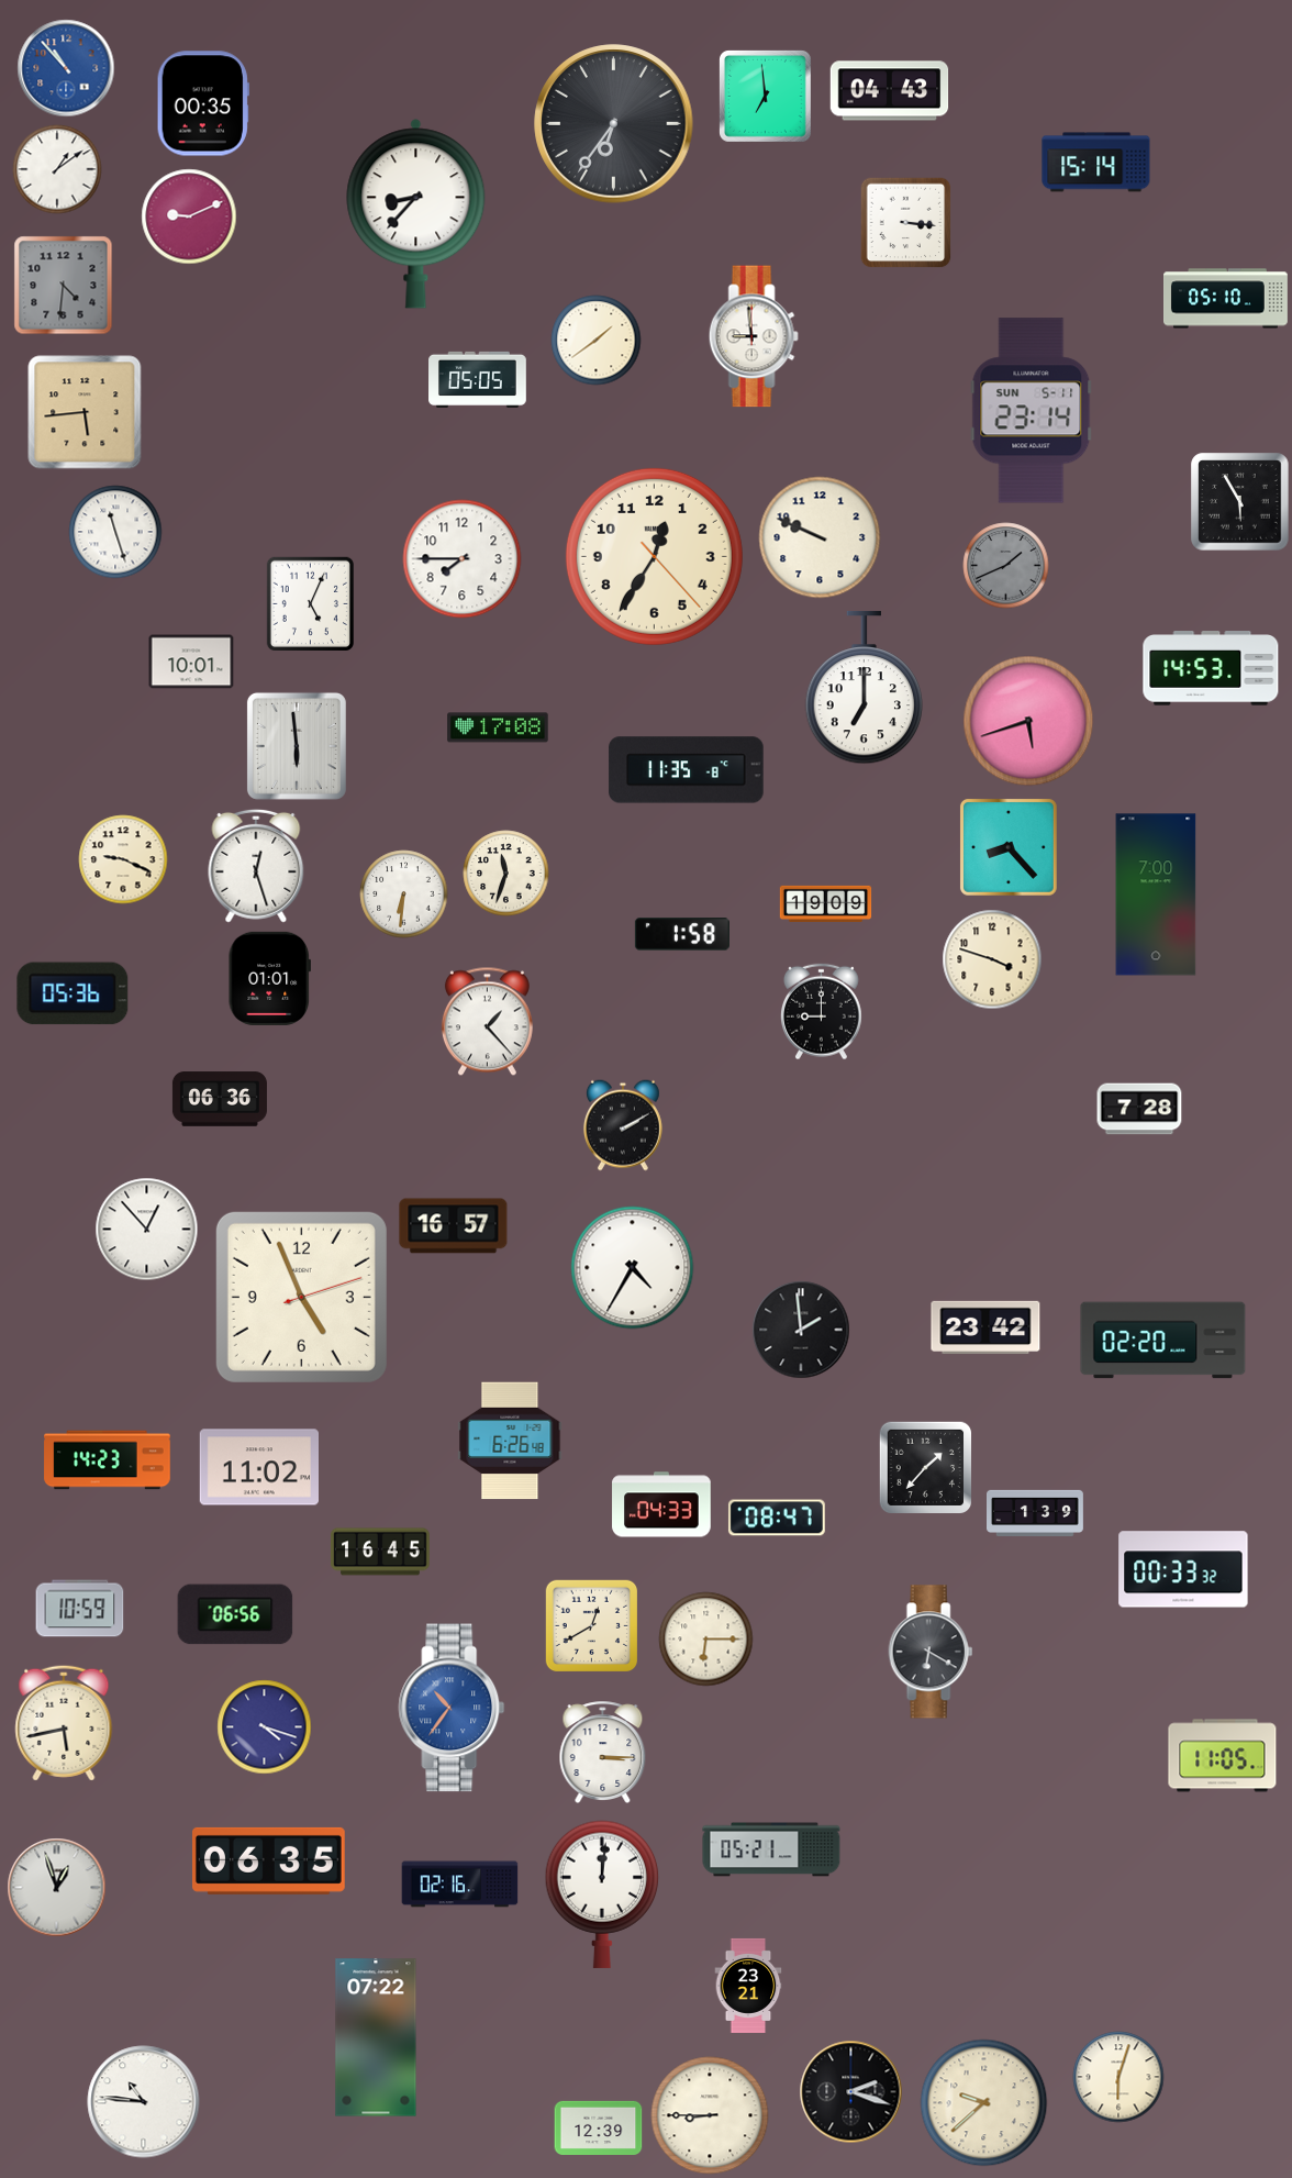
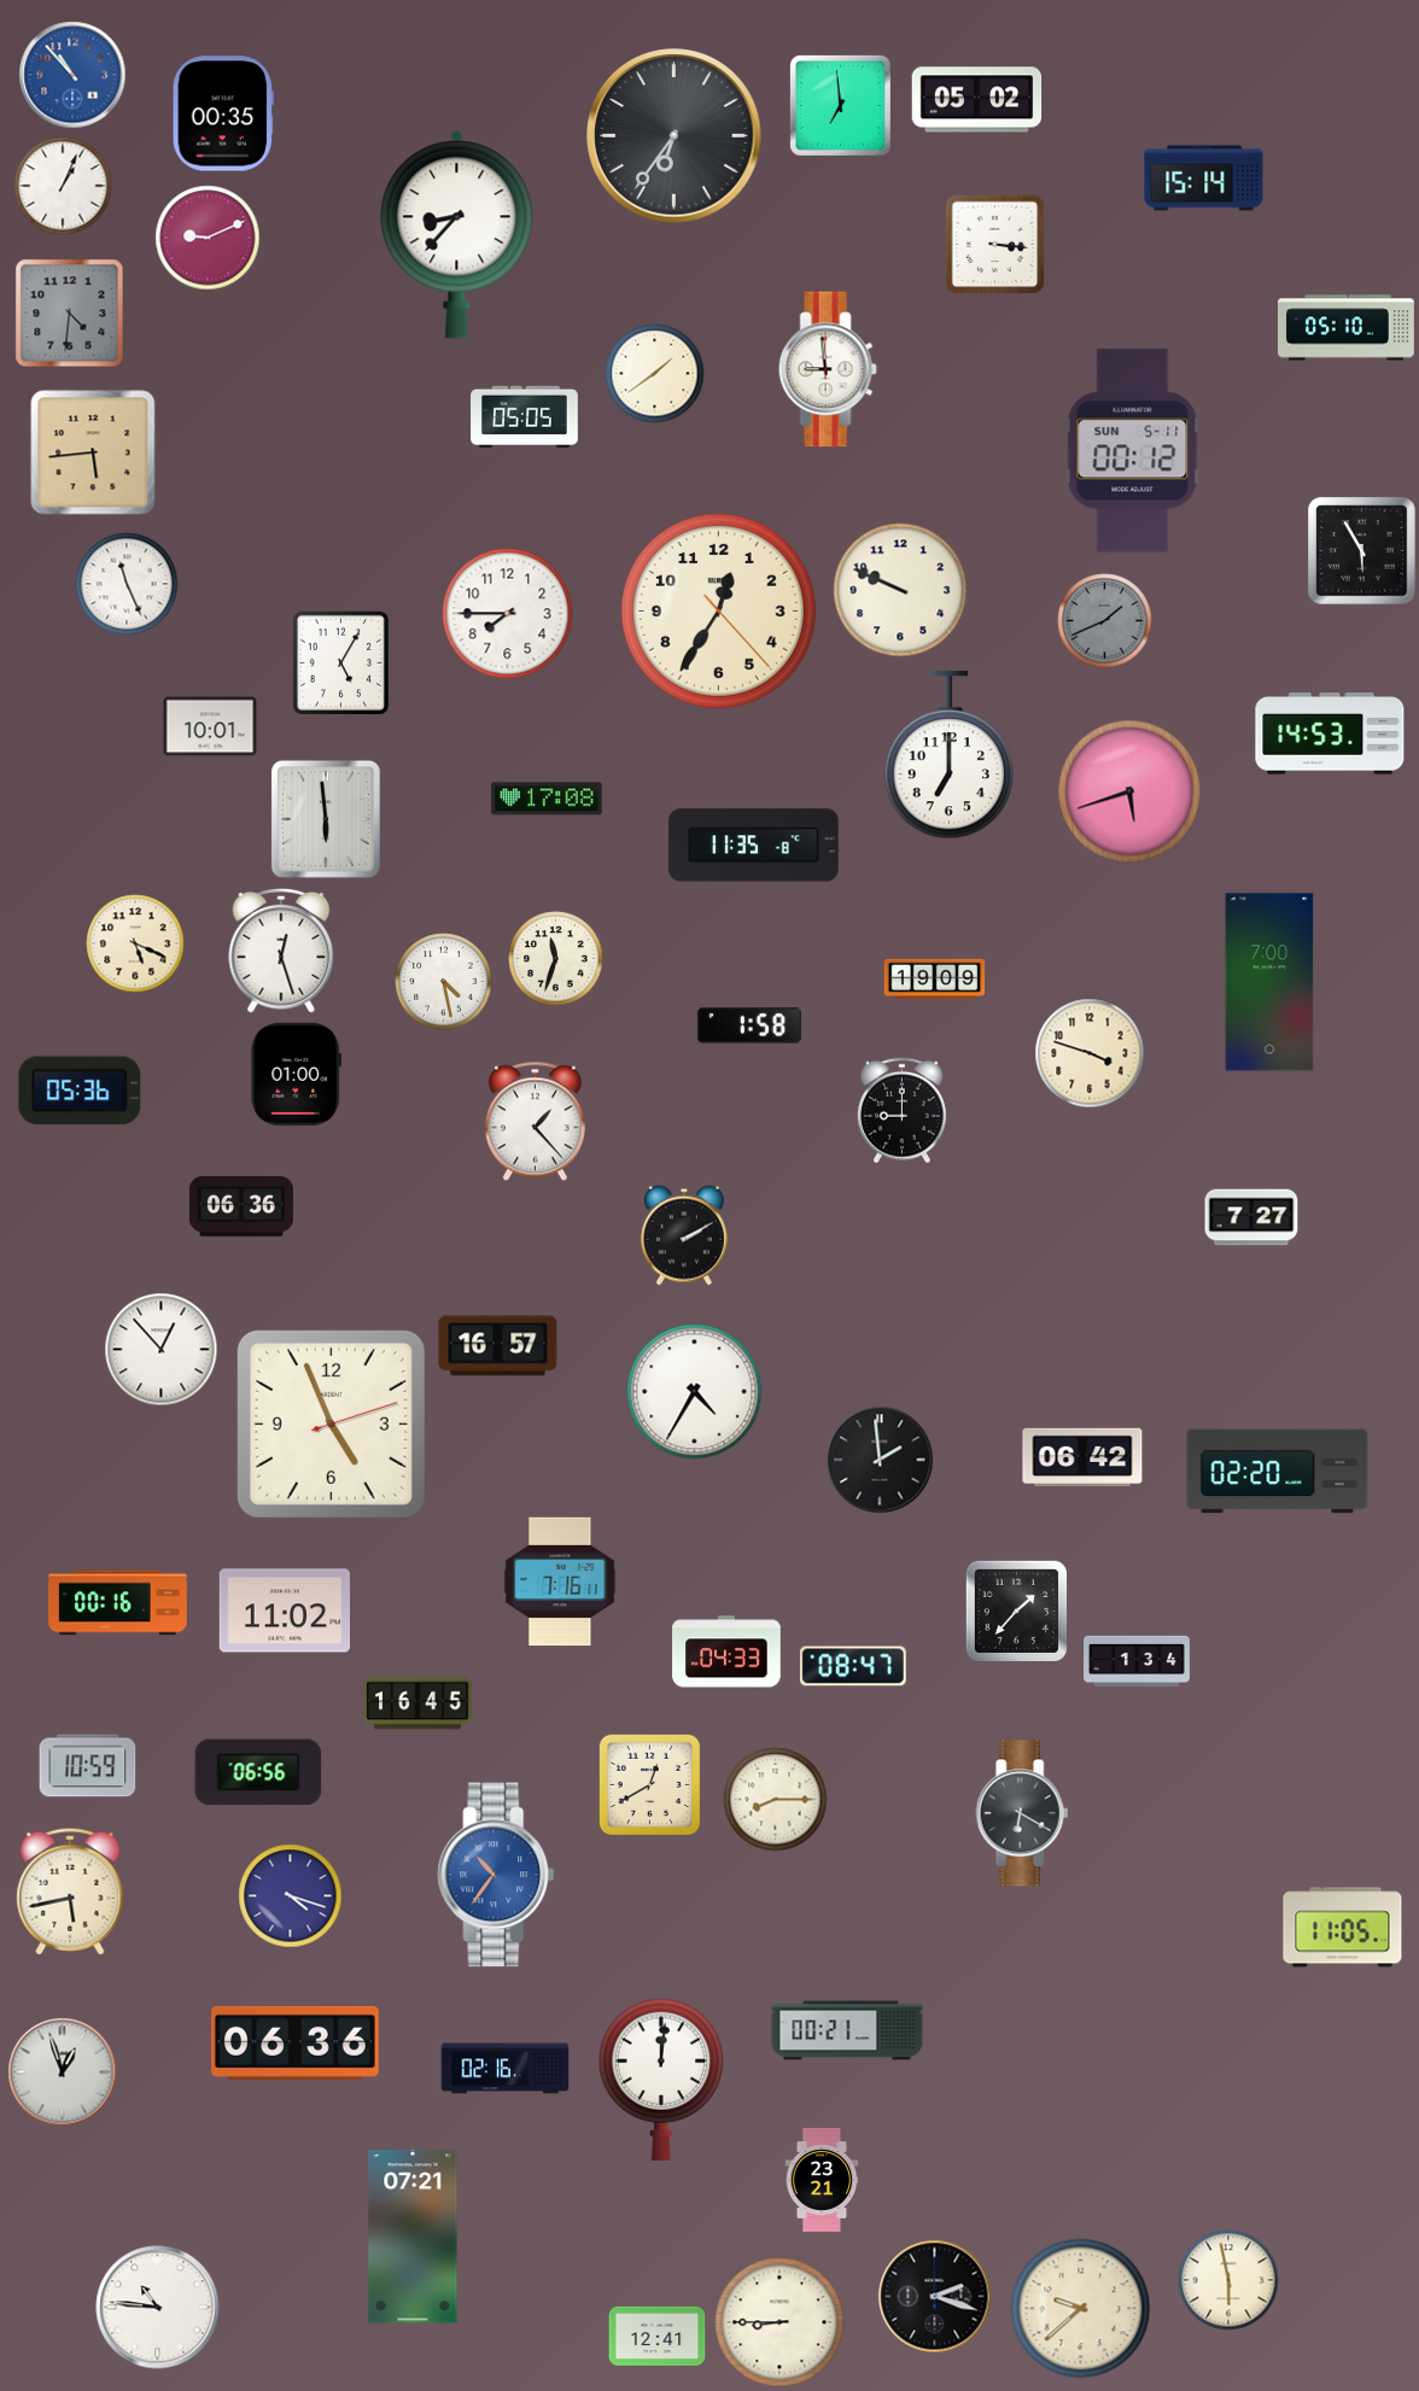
clock at (890, 91): 04:43 -> 05:02
clock at (57, 169): 1:09 -> 1:04
clock at (1032, 411): 23:14 -> 00:12
clock at (115, 532): 11:27 -> 11:26
clock at (310, 603): 5:04 -> 5:05
clock at (1009, 847): 8:23 -> none
clock at (123, 859): 9:19 -> 5:19
clock at (404, 894): 6:31 -> 4:28
clock at (826, 903) position: (826, 903) -> (935, 978)
clock at (269, 978): 01:01 -> 01:00
clock at (1139, 1109): 7:28 -> 7:27
clock at (985, 1326): 23:42 -> 06:42
clock at (510, 1441): 6:26 -> 7:16
clock at (108, 1460): 14:23 -> 00:16
clock at (1036, 1512): 1:39 -> 1:34
clock at (1183, 1569): 00:33 -> none
clock at (706, 1640): 6:15 -> 8:15
clock at (603, 1752): 3:15 -> none
clock at (771, 1849): 05:21 -> 00:21
clock at (269, 1860): 06:35 -> 06:36
clock at (376, 2037): 07:22 -> 07:21
clock at (1118, 2077): 6:03 -> 5:58
clock at (599, 2127): 12:39 -> 12:41
